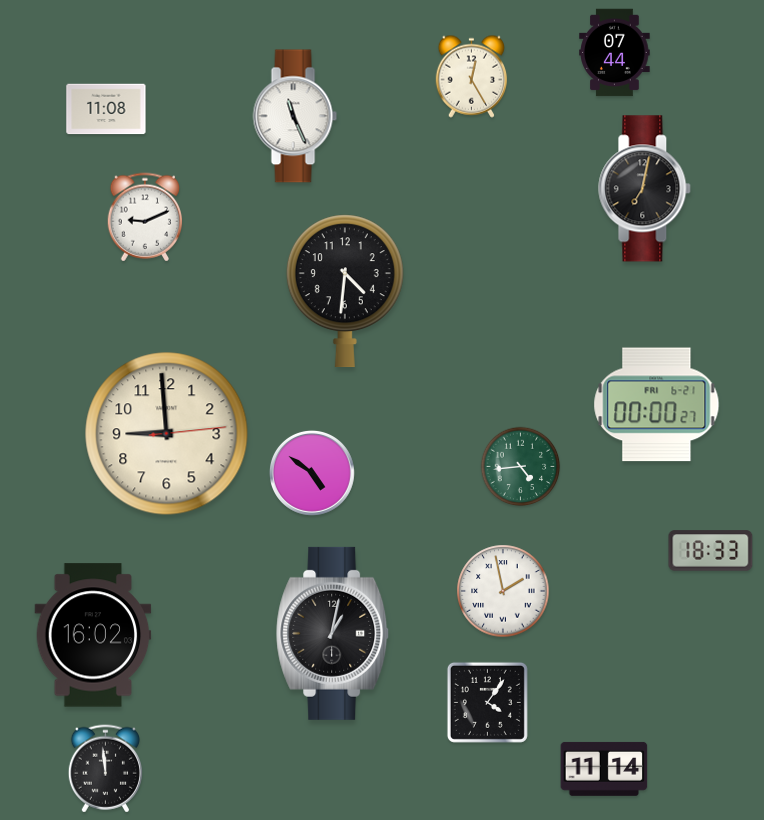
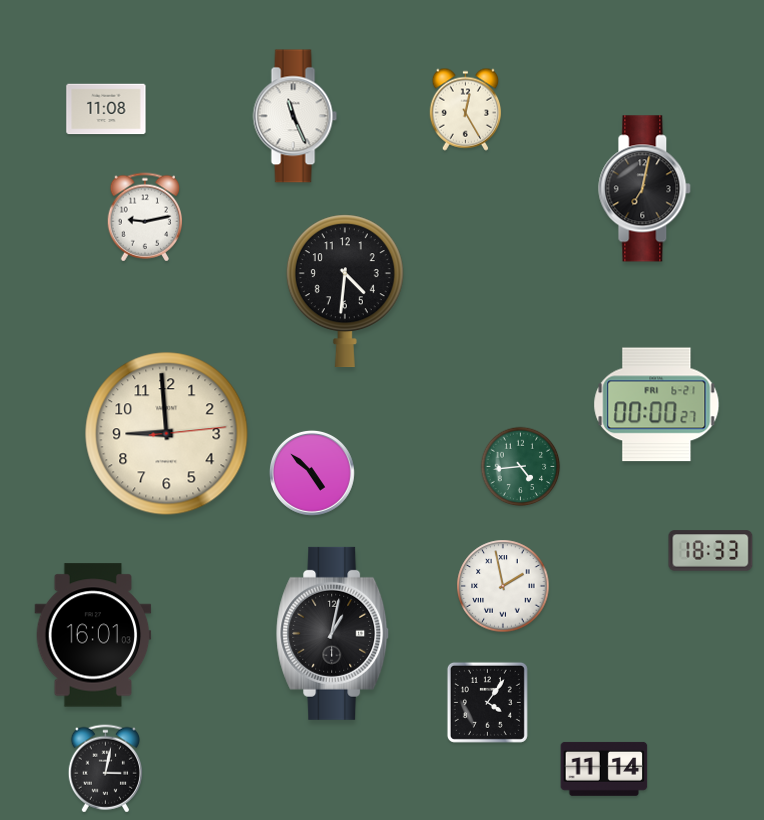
clock at (615, 53): 07:44 -> none
clock at (472, 76) position: (472, 76) -> (466, 109)
clock at (145, 217): 9:11 -> 9:13
clock at (312, 473): 4:51 -> 4:52
clock at (503, 591) position: (503, 591) -> (503, 586)
clock at (93, 635): 16:02 -> 16:01
clock at (105, 769): 11:59 -> 3:02
